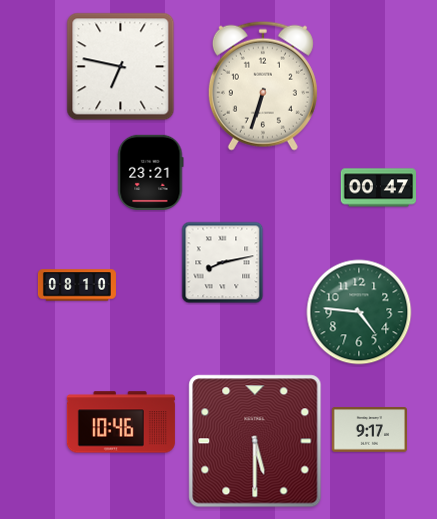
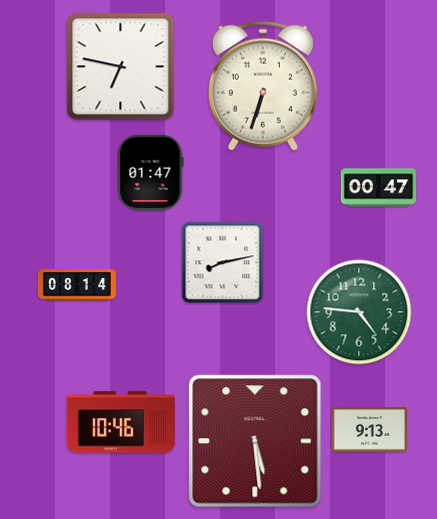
clock at (150, 172): 23:21 -> 01:47
clock at (77, 285): 08:10 -> 08:14
clock at (369, 430): 9:17 -> 9:13
clock at (255, 441): 5:30 -> 5:29
